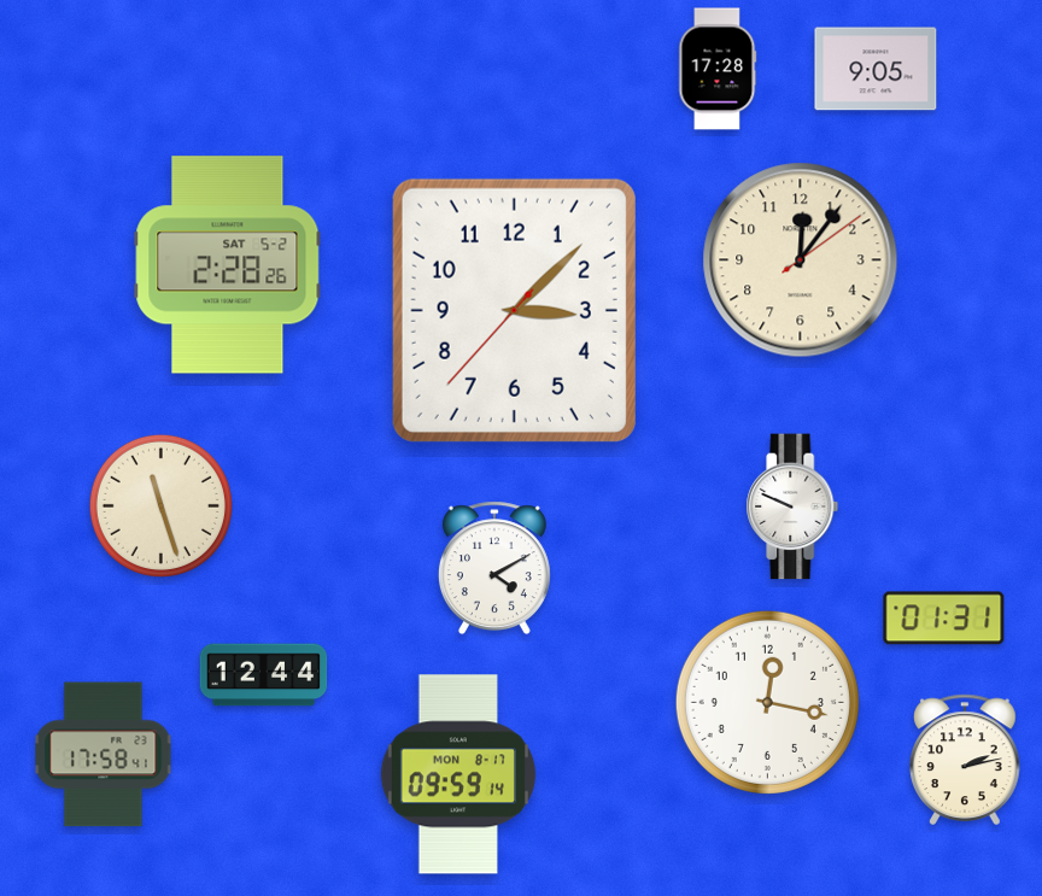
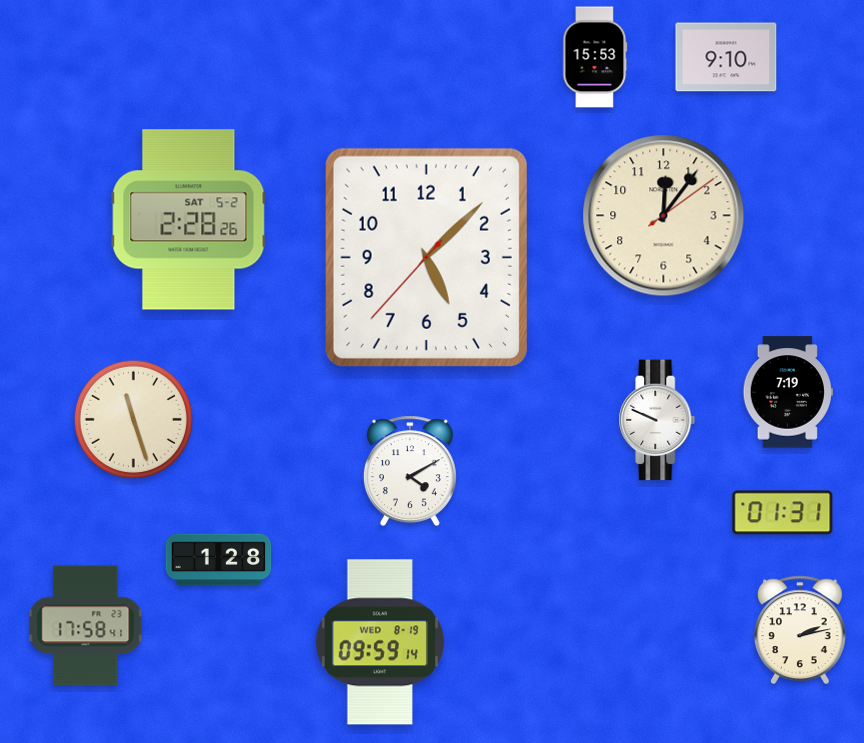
clock at (718, 69): 17:28 -> 15:53
clock at (876, 69): 9:05 -> 9:10
clock at (514, 310): 3:07 -> 5:07
clock at (788, 392): none -> 7:19
clock at (264, 675): 12:44 -> 1:28
clock at (767, 702): 12:17 -> none
clock at (458, 774) date: MON 8-17 -> WED 8-19
